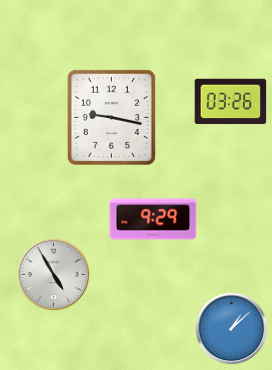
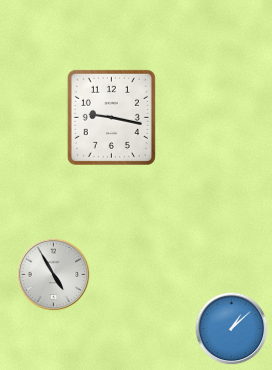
clock at (231, 102): 03:26 -> none
clock at (153, 219): 9:29 -> none
